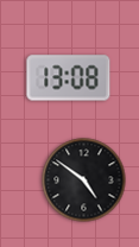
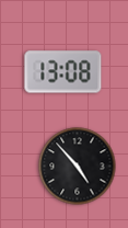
clock at (84, 180): 4:51 -> 4:53
